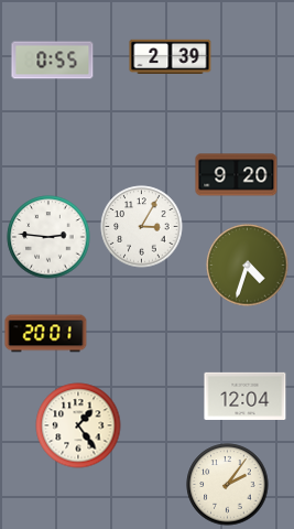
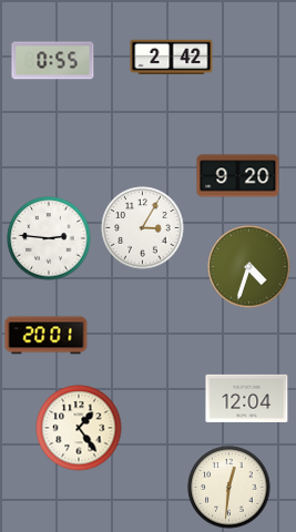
clock at (171, 56): 2:39 -> 2:42
clock at (228, 485): 2:06 -> 12:31
